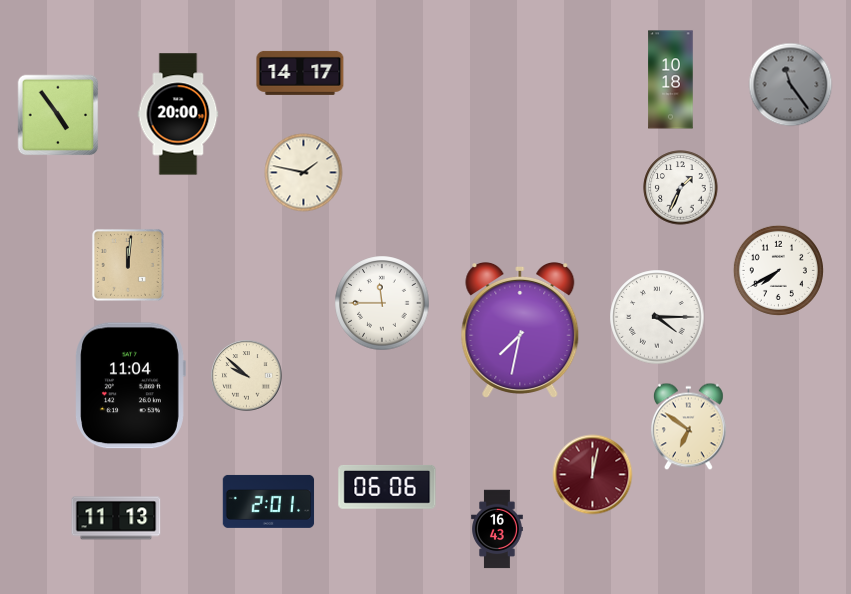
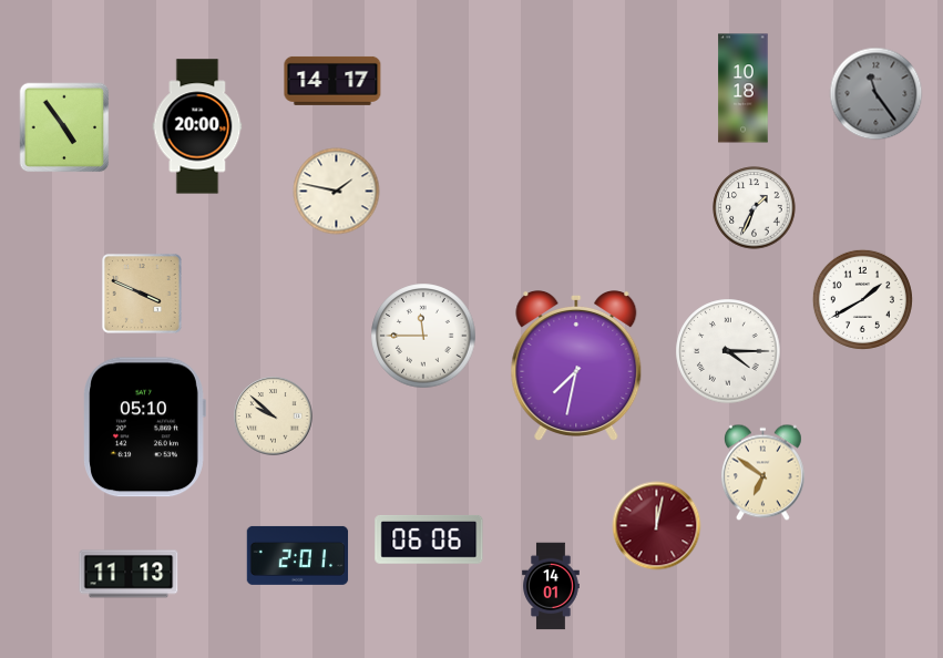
clock at (128, 265): 12:01 -> 3:49
clock at (778, 270): 7:40 -> 1:40
clock at (130, 386): 11:04 -> 05:10
clock at (497, 529): 16:43 -> 14:01
